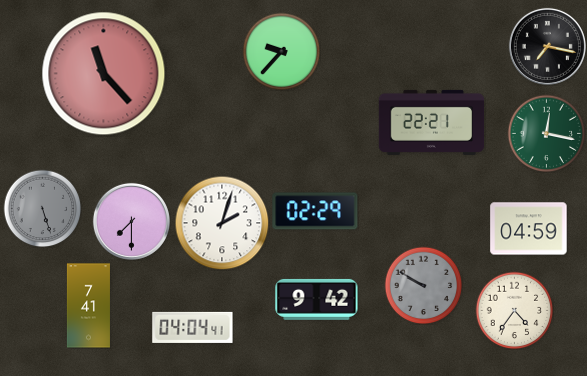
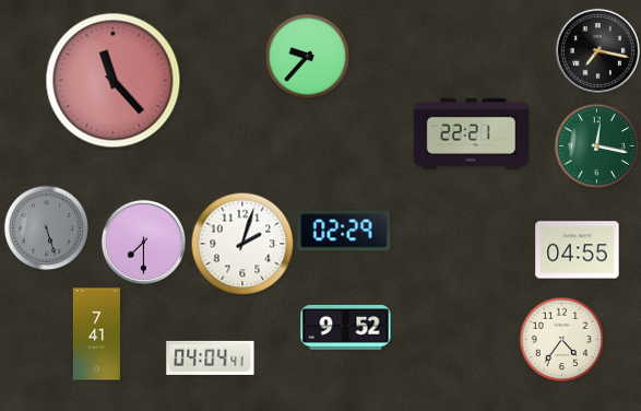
clock at (529, 229): 04:59 -> 04:55
clock at (423, 285): 9:50 -> none
clock at (317, 299): 9:42 -> 9:52
